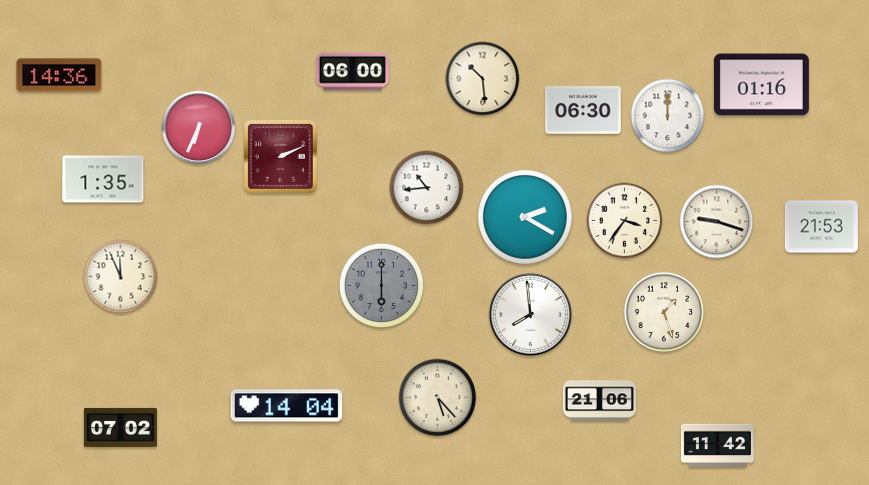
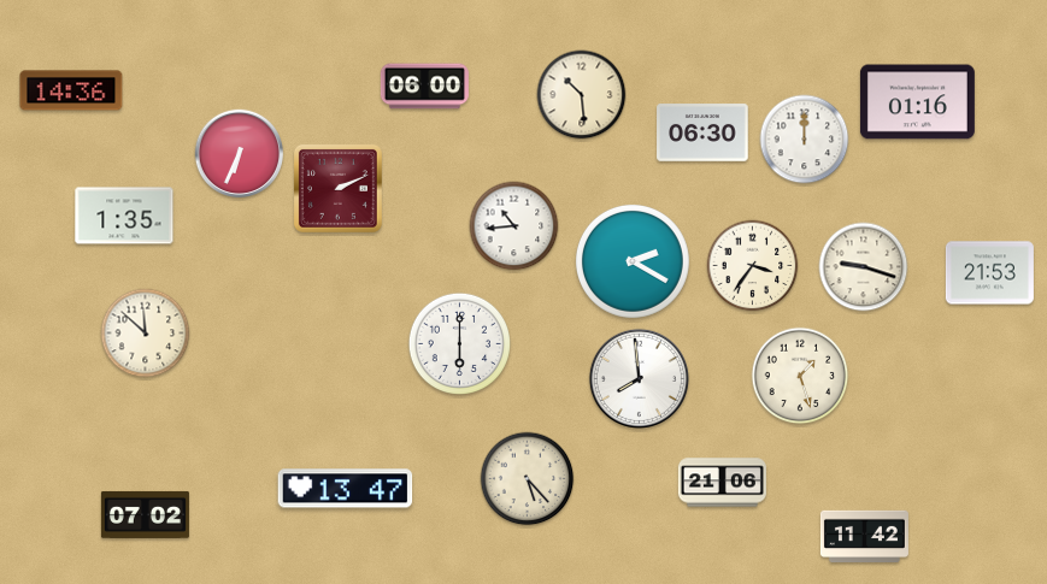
clock at (121, 277): 11:56 -> 11:52
clock at (381, 285) dial: grey -> white
clock at (287, 406): 14:04 -> 13:47
